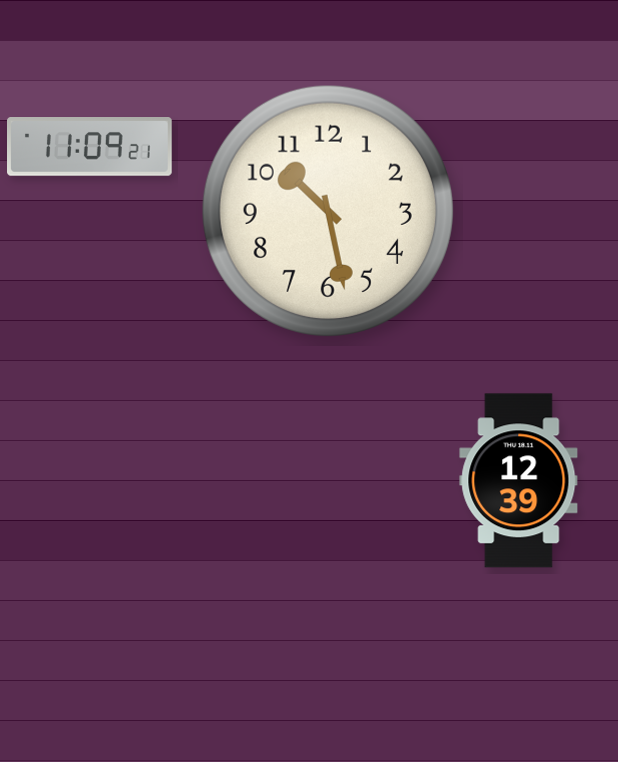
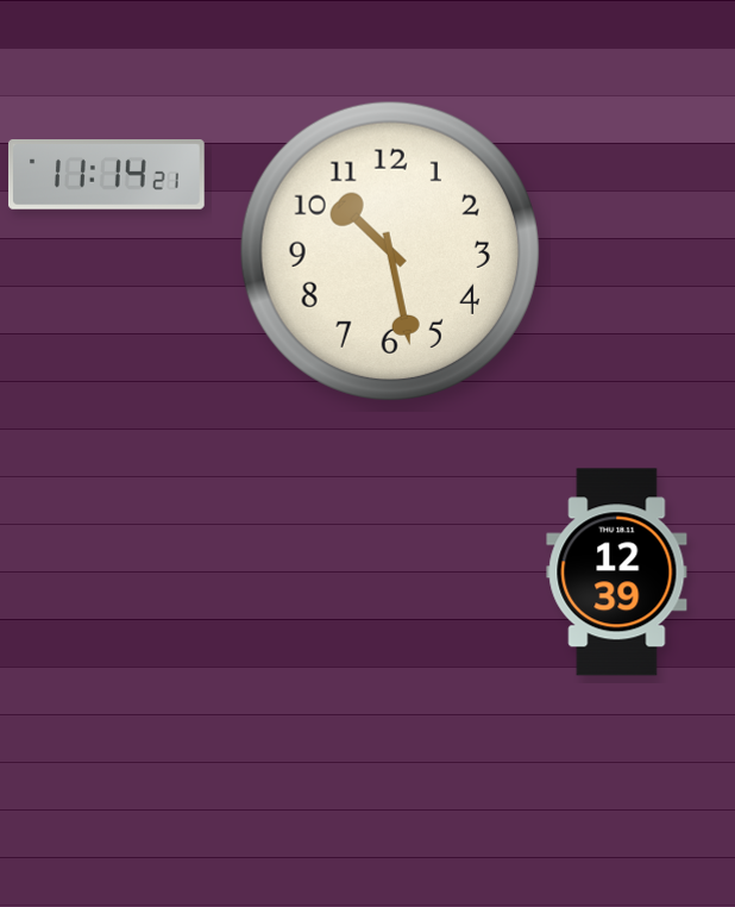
clock at (90, 147): 11:09 -> 11:14
